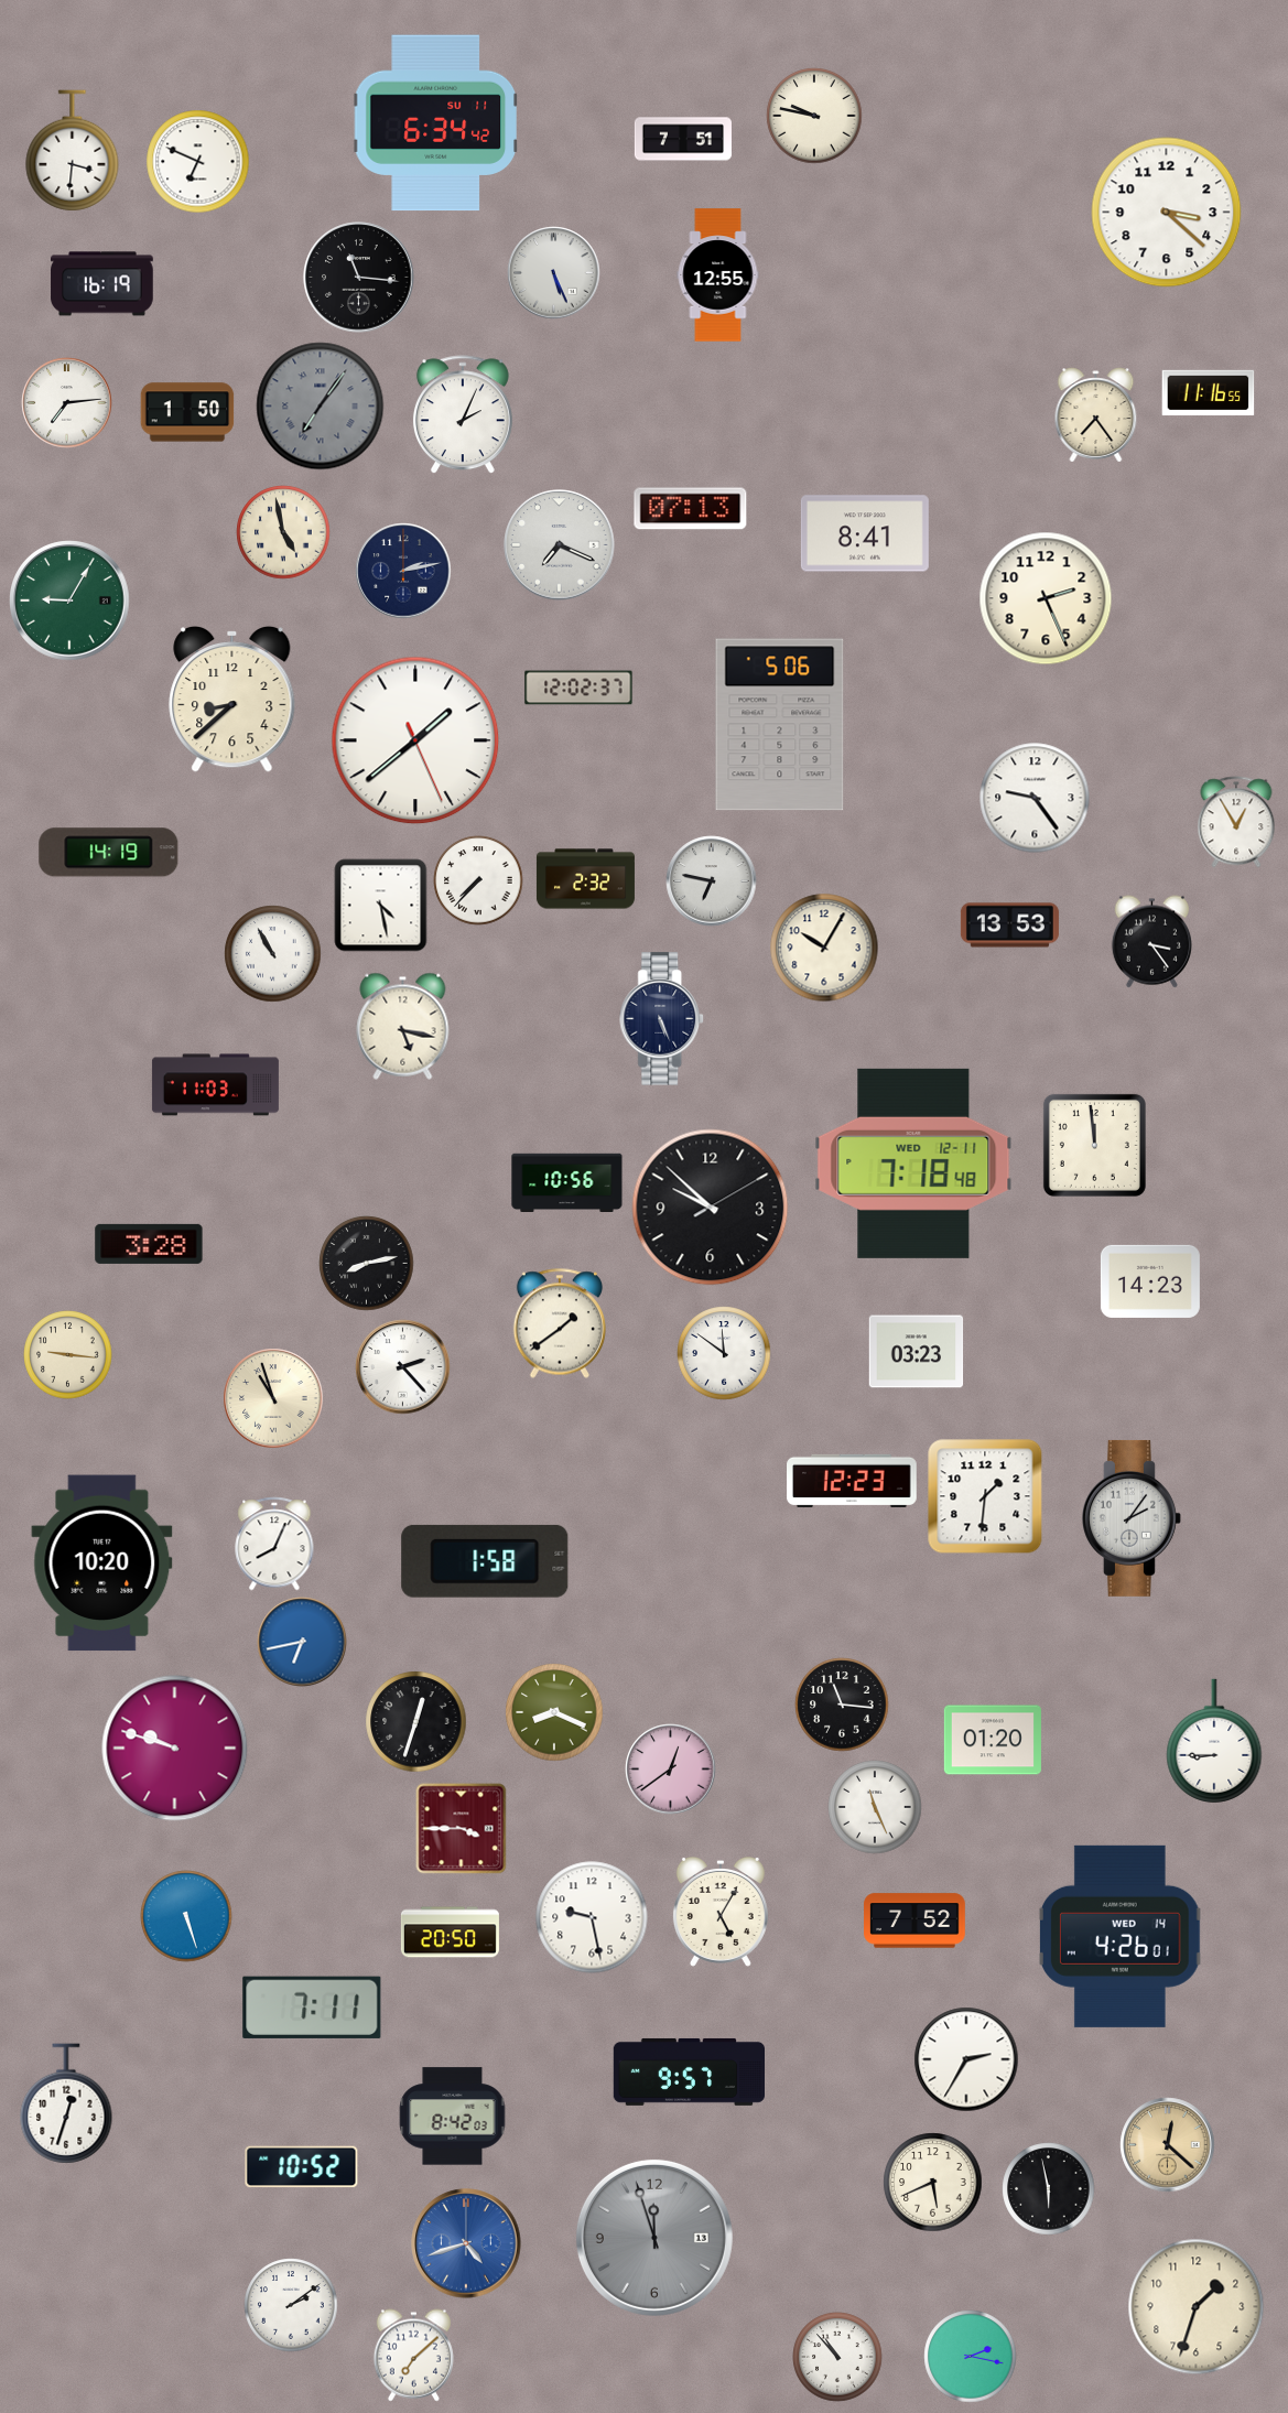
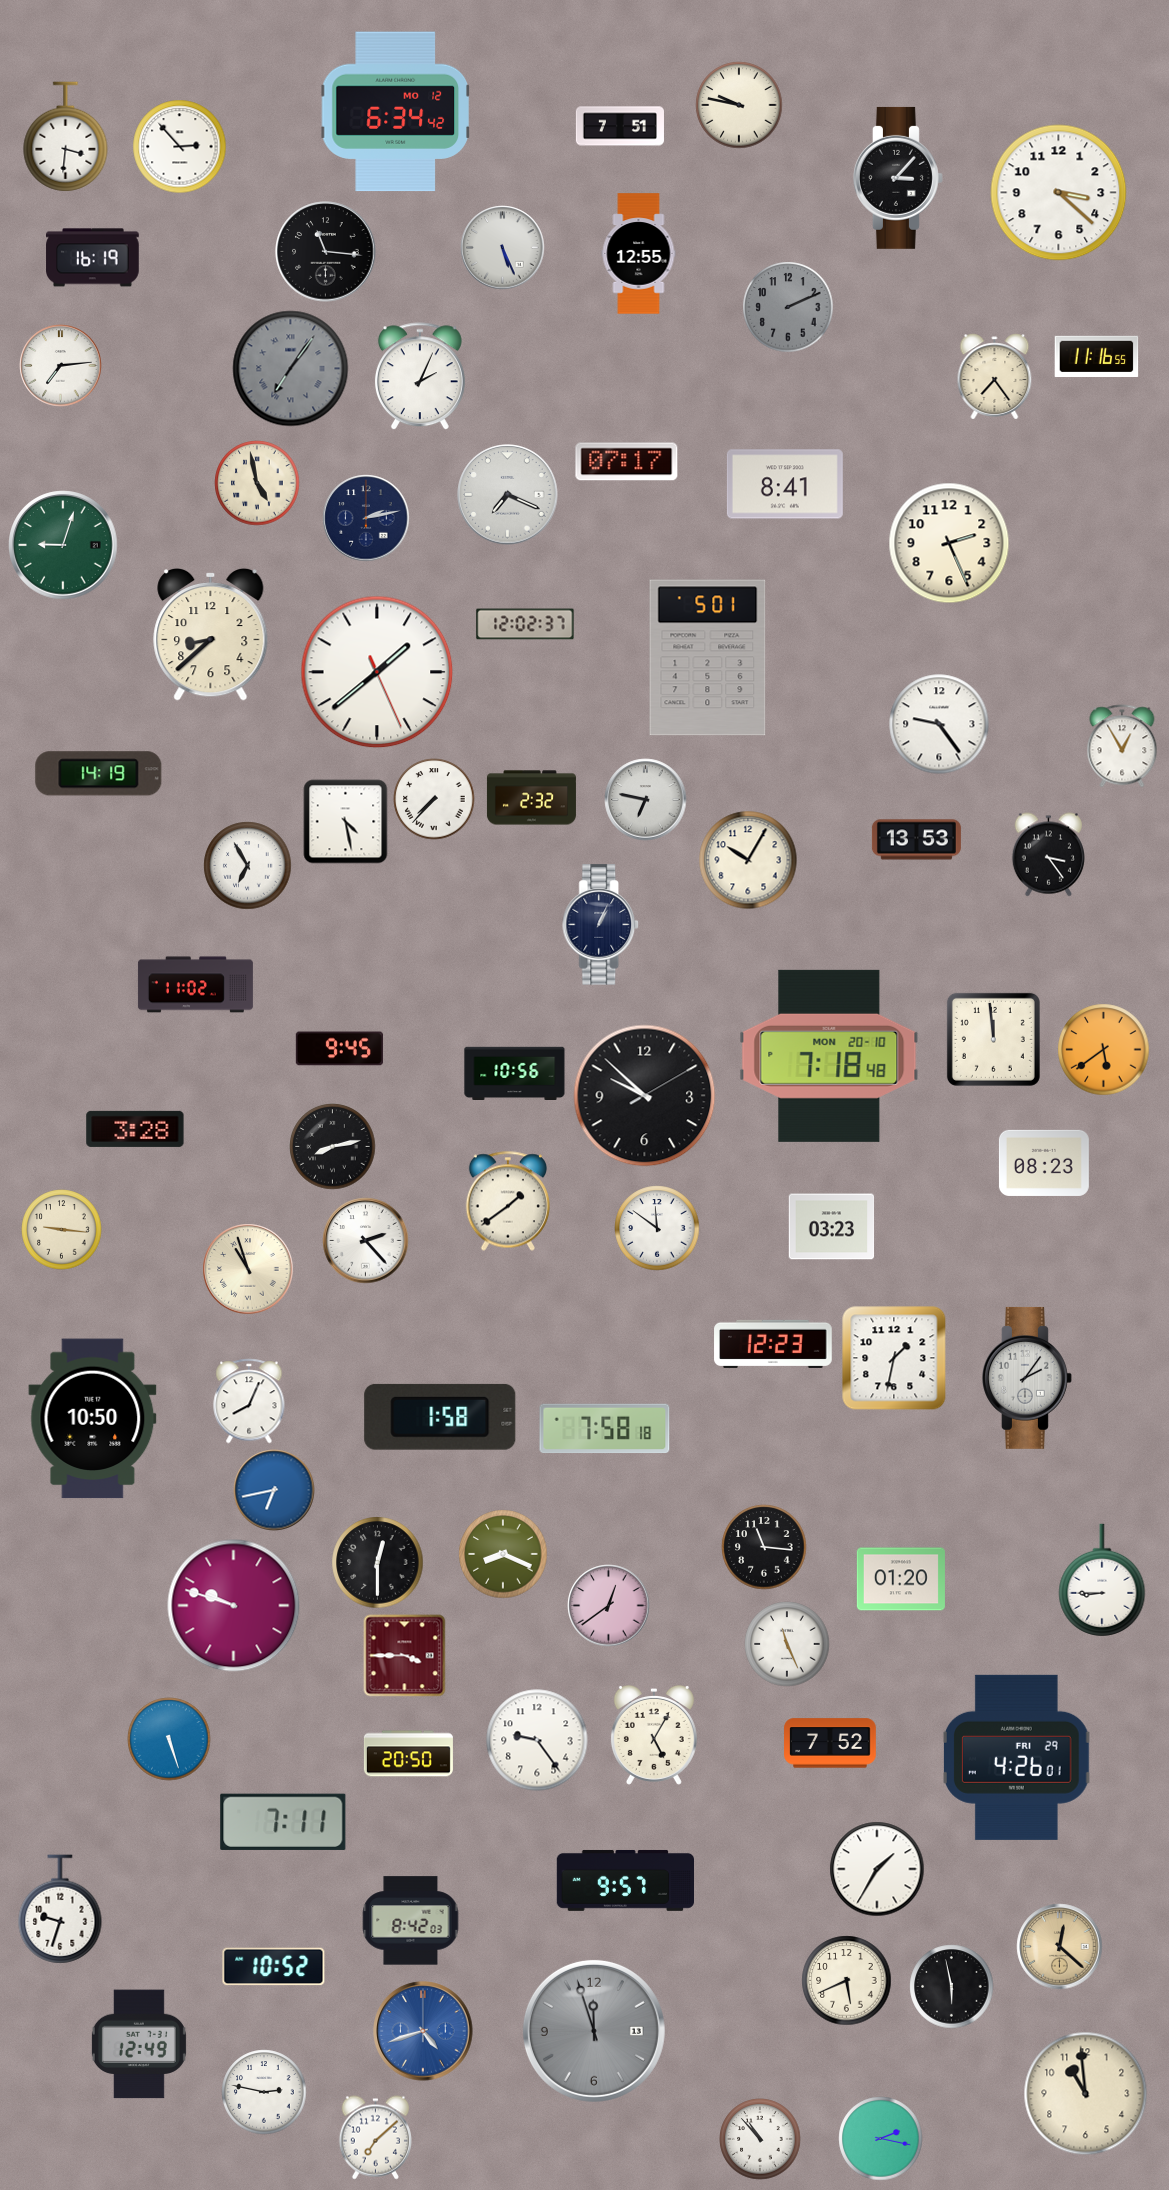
clock at (435, 123) date: SU 11 -> MO 12
clock at (198, 162): 6:49 -> 2:53
clock at (898, 178): none -> 3:07
clock at (718, 275) position: (718, 275) -> (639, 254)
clock at (788, 307): none -> 2:11
clock at (187, 412): 1:50 -> none
clock at (691, 509): 07:13 -> 07:17
clock at (69, 600): 9:05 -> 9:03
clock at (780, 725): 5:06 -> 5:01
clock at (1151, 942) position: (1151, 942) -> (1048, 855)
clock at (273, 954): 10:55 -> 6:55
clock at (662, 1019): 5:26 -> 1:04
clock at (403, 1026): 5:17 -> none
clock at (215, 1085): 11:03 -> 11:02
clock at (339, 1049): none -> 9:45
clock at (1104, 1050): none -> 5:39
clock at (913, 1164) date: WED 12-11 -> MON 20-10
clock at (1150, 1281): 14:23 -> 08:23
clock at (985, 1496): 1:31 -> 1:32
clock at (102, 1563): 10:20 -> 10:50
clock at (605, 1429): none -> 7:58
clock at (416, 1722): 12:33 -> 12:30
clock at (175, 1749) position: (175, 1749) -> (234, 1606)
clock at (875, 1807) position: (875, 1807) -> (787, 1644)
clock at (462, 1829) position: (462, 1829) -> (405, 1656)
clock at (592, 1917): 9:28 -> 9:24
clock at (1119, 1936) date: WED 14 -> FRI 29
clock at (966, 2059): 2:35 -> 1:35
clock at (66, 2103): 12:33 -> 9:33
clock at (466, 2243) position: (466, 2243) -> (423, 2031)
clock at (139, 2044): none -> 12:49
clock at (291, 2305): 2:09 -> 2:47
clock at (1197, 2307): 1:33 -> 10:59
